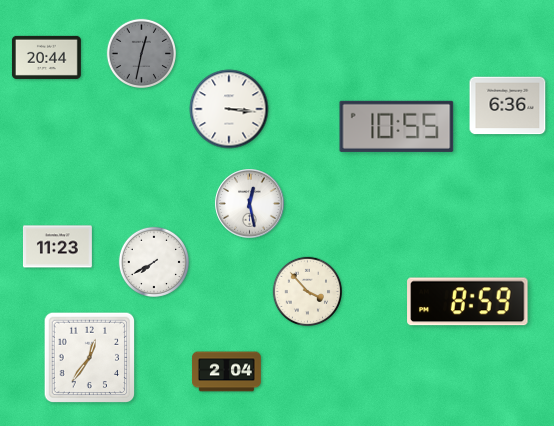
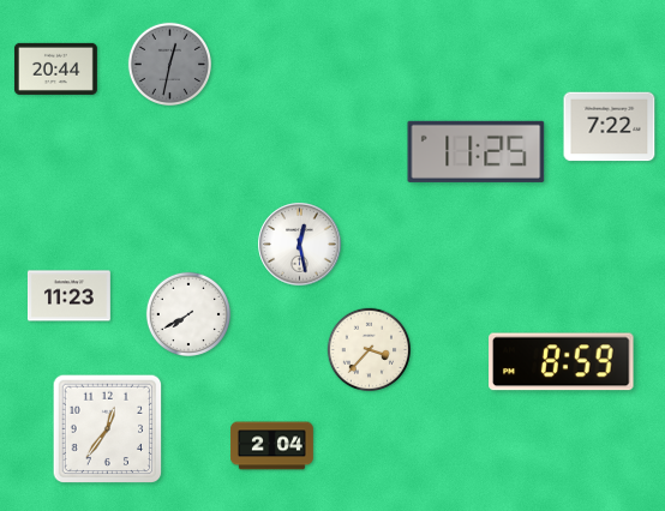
clock at (508, 106): 6:36 -> 7:22
clock at (229, 109): 3:16 -> none
clock at (397, 126): 10:55 -> 11:25
clock at (154, 262) position: (154, 262) -> (188, 314)
clock at (308, 292): 3:53 -> 3:37
